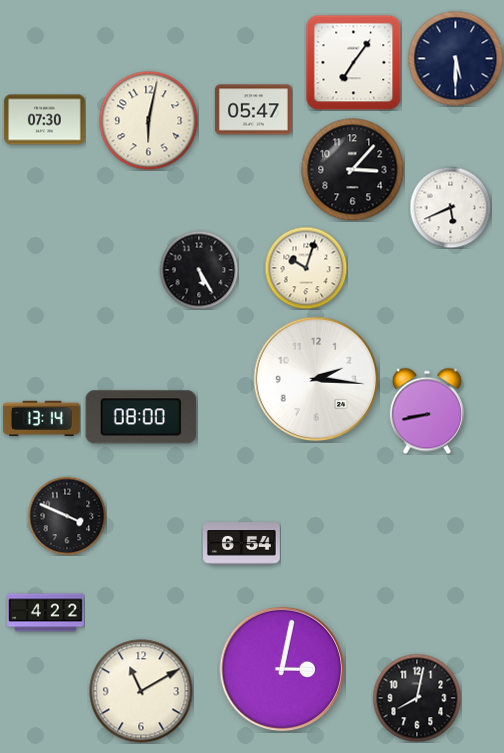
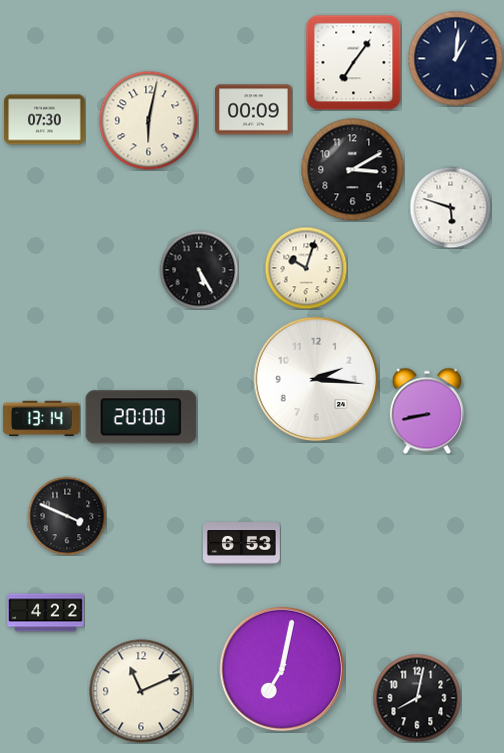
clock at (455, 58): 5:30 -> 1:01
clock at (254, 110): 05:47 -> 00:09
clock at (353, 170): 3:07 -> 3:10
clock at (450, 207): 5:41 -> 5:48
clock at (141, 417): 08:00 -> 20:00
clock at (242, 544): 6:54 -> 6:53
clock at (282, 669): 3:02 -> 7:02
clock at (141, 691): 11:10 -> 11:11
